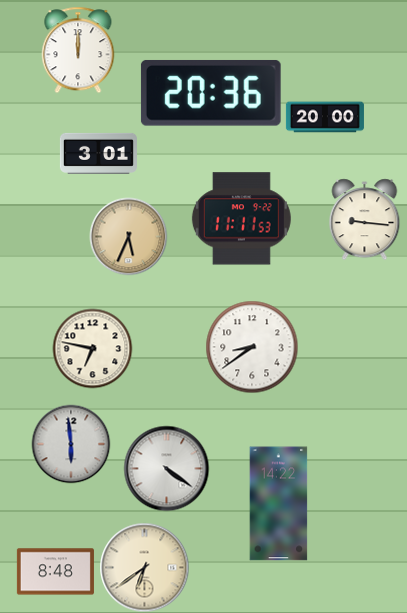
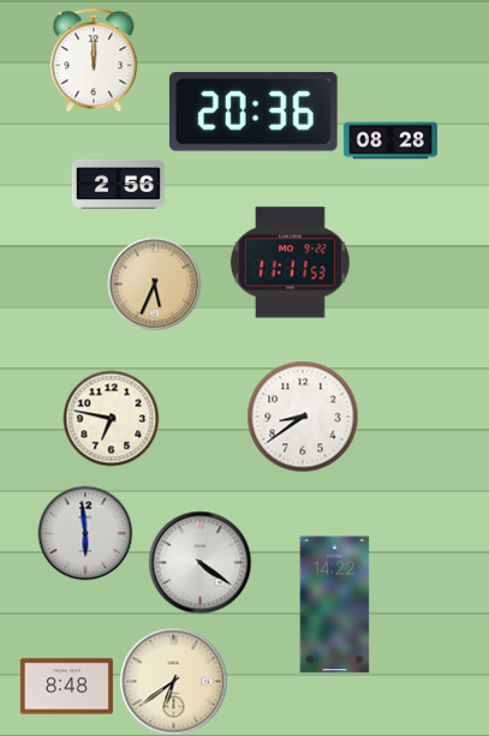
clock at (325, 117): 20:00 -> 08:28
clock at (98, 153): 3:01 -> 2:56
clock at (365, 219): 9:16 -> none
